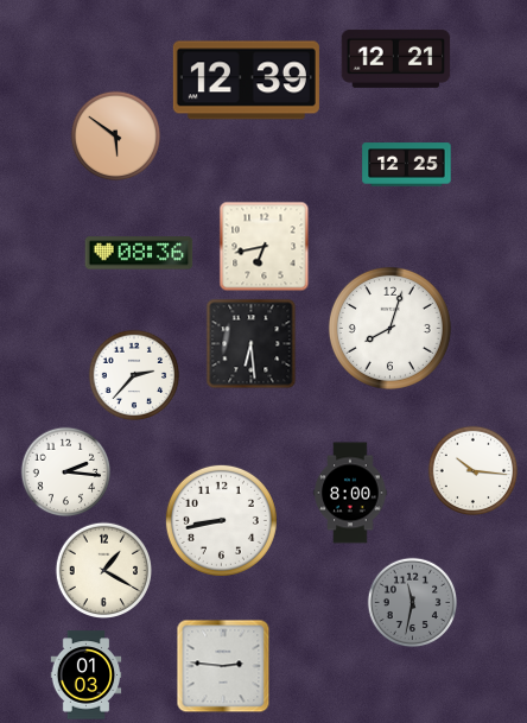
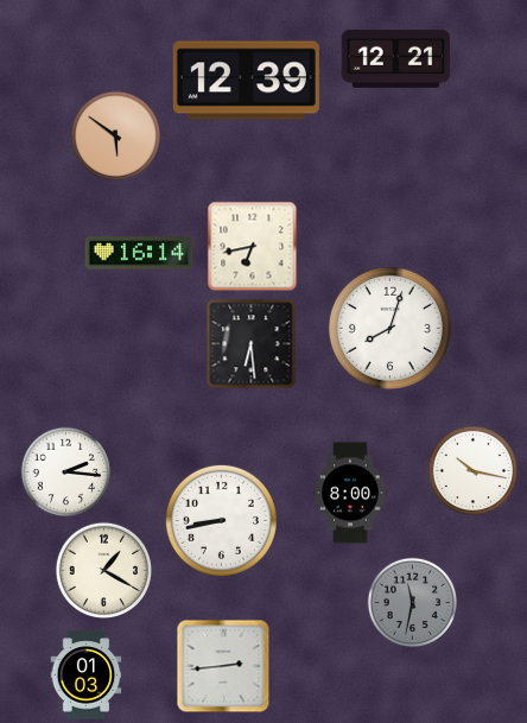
clock at (407, 165): 12:25 -> none
clock at (265, 247) position: (265, 247) -> (253, 247)
clock at (139, 253): 08:36 -> 16:14
clock at (134, 375): 2:37 -> none
clock at (474, 471): 10:16 -> 10:17
clock at (223, 666): 2:46 -> 2:44
